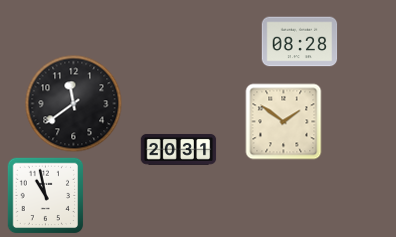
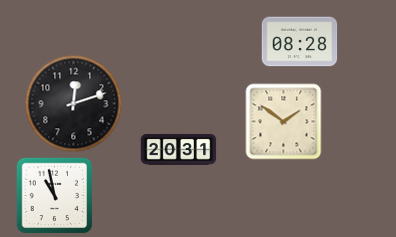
clock at (74, 104): 11:39 -> 12:12
clock at (45, 195) position: (45, 195) -> (54, 195)
